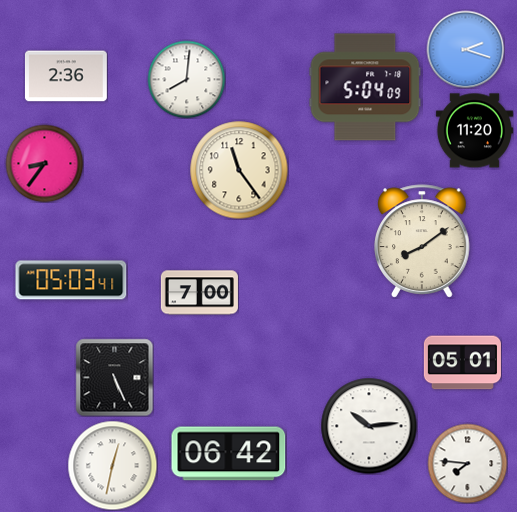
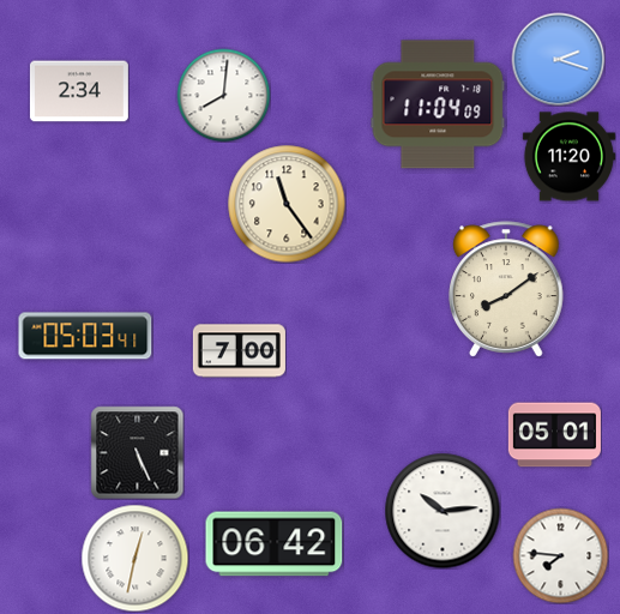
clock at (66, 76): 2:36 -> 2:34
clock at (365, 87): 5:04 -> 11:04
clock at (44, 163): 8:36 -> none
